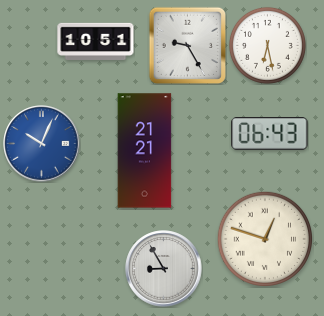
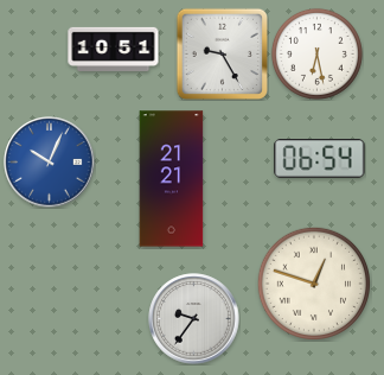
clock at (270, 134): 06:43 -> 06:54
clock at (42, 144) position: (42, 144) -> (50, 163)
clock at (164, 269): 8:55 -> 9:36
